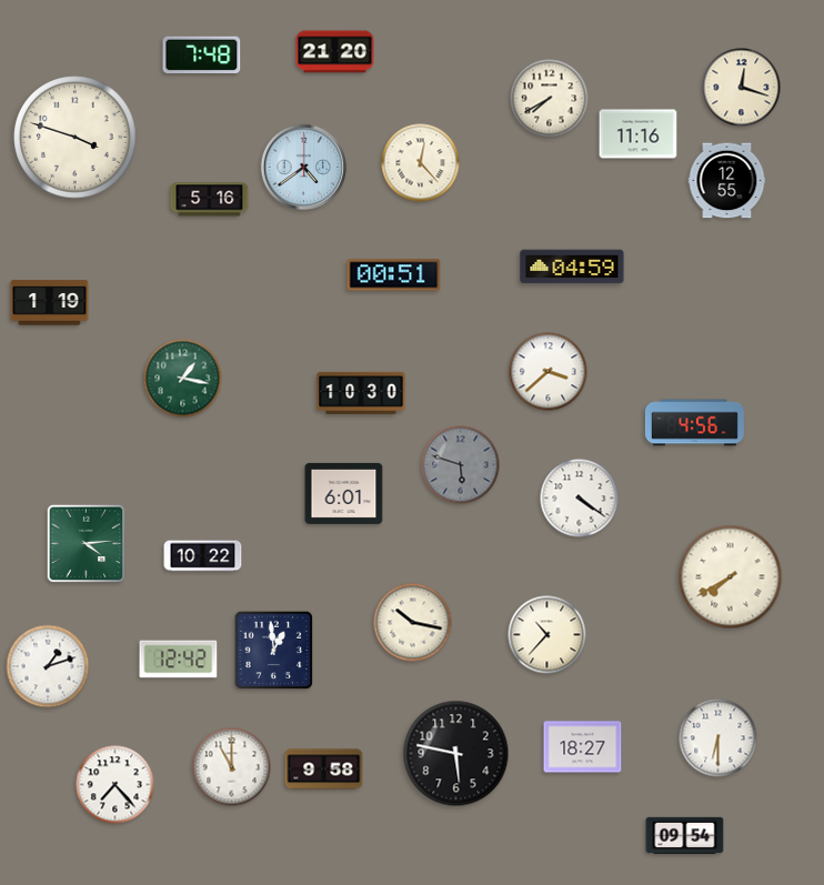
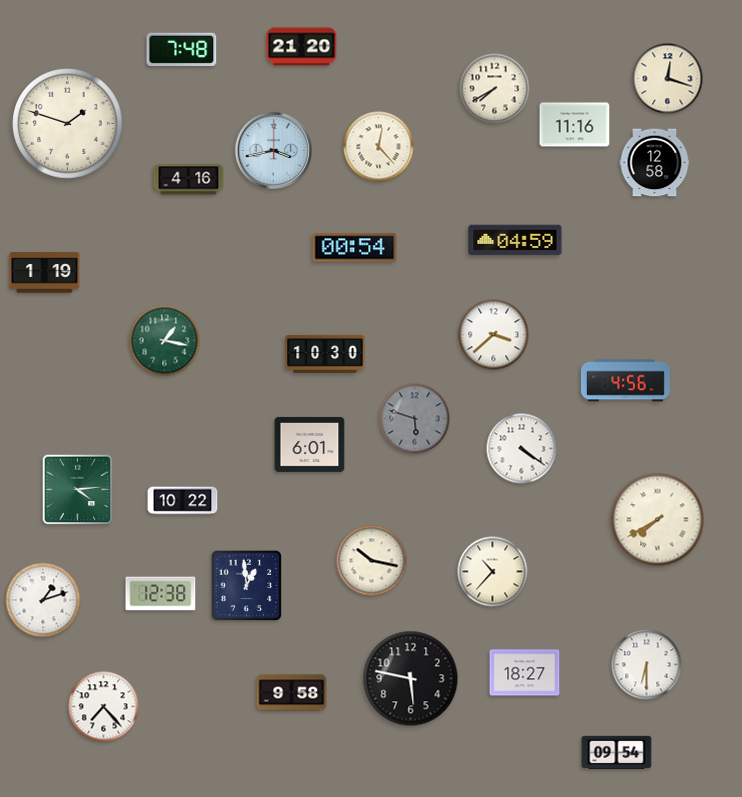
clock at (639, 134) position: (639, 134) -> (575, 125)
clock at (76, 138): 3:48 -> 1:48
clock at (303, 167): 4:39 -> 3:43
clock at (727, 181): 12:55 -> 12:58
clock at (210, 200): 5:16 -> 4:16
clock at (394, 275): 00:51 -> 00:54
clock at (179, 660): 12:42 -> 12:38
clock at (232, 767): 11:00 -> none
